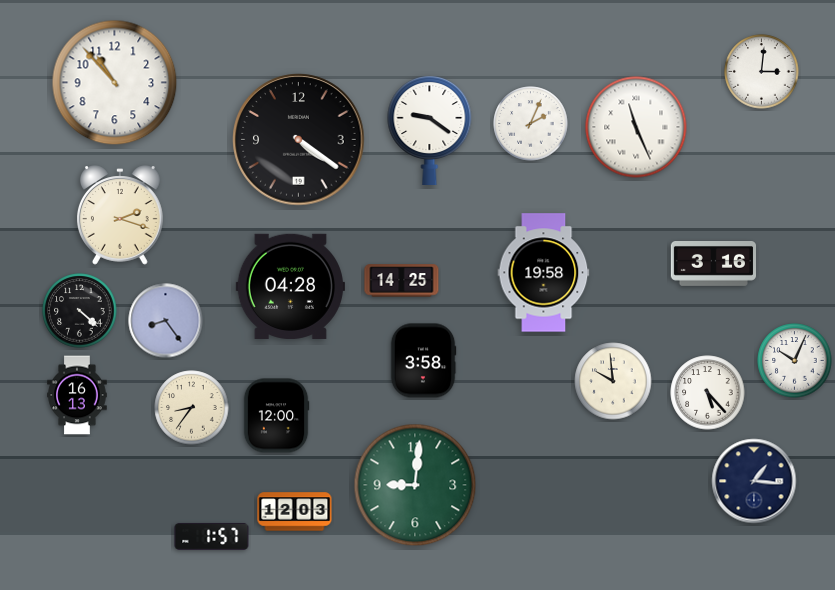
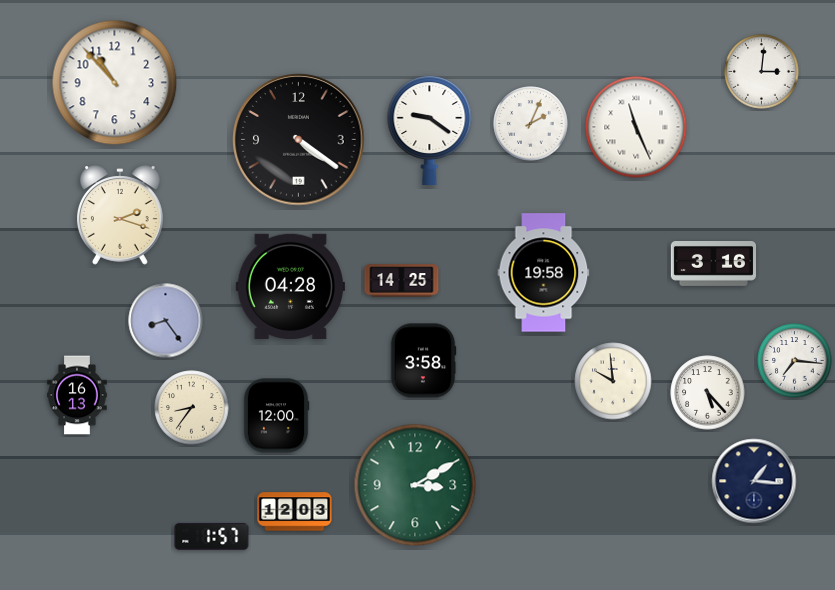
clock at (80, 311): 4:22 -> none
clock at (795, 361): 10:04 -> 7:16
clock at (415, 485): 9:01 -> 3:10
